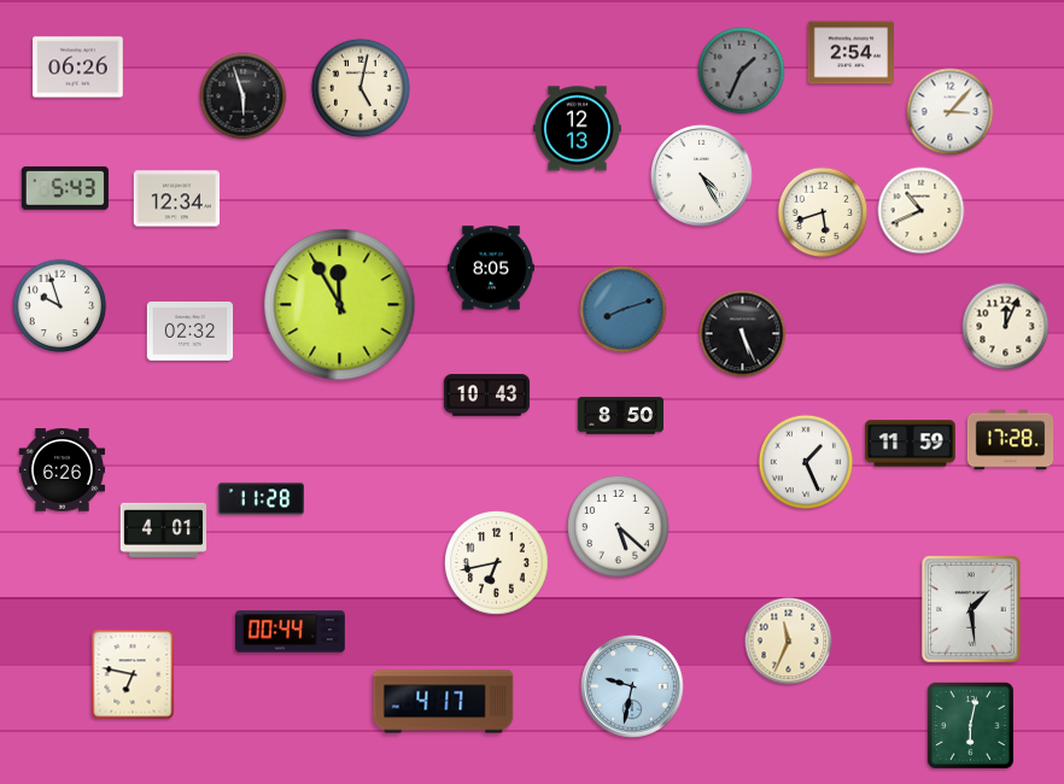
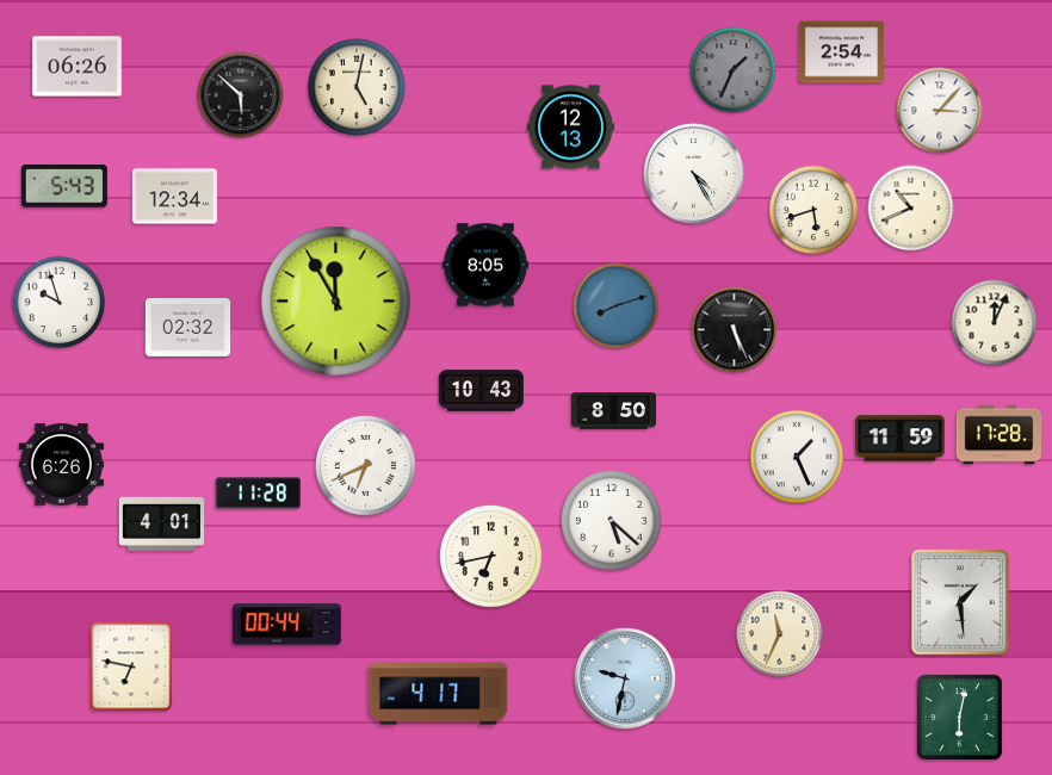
clock at (244, 96): 5:57 -> 5:52
clock at (365, 465): none -> 6:41
